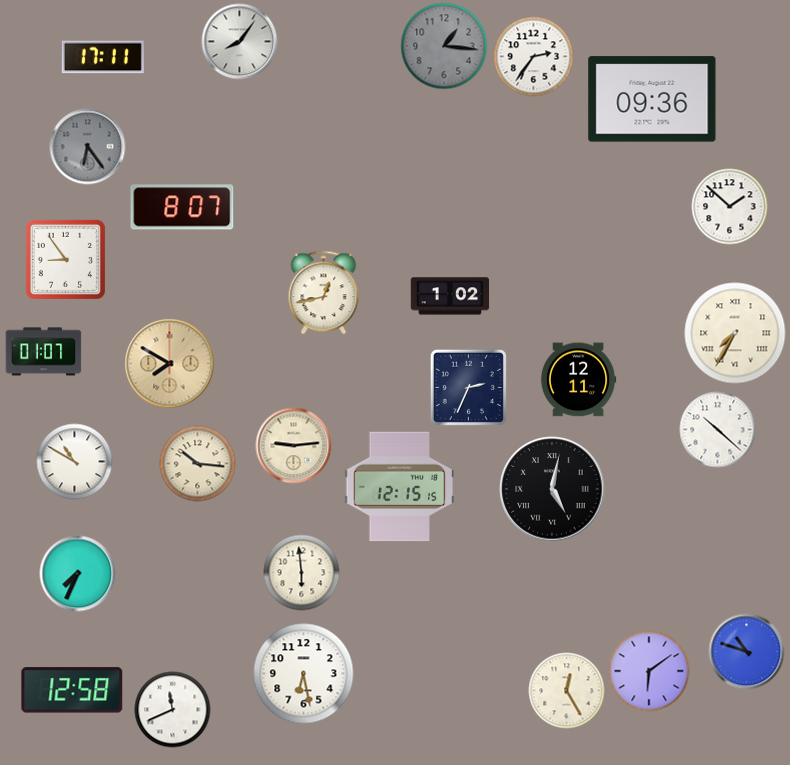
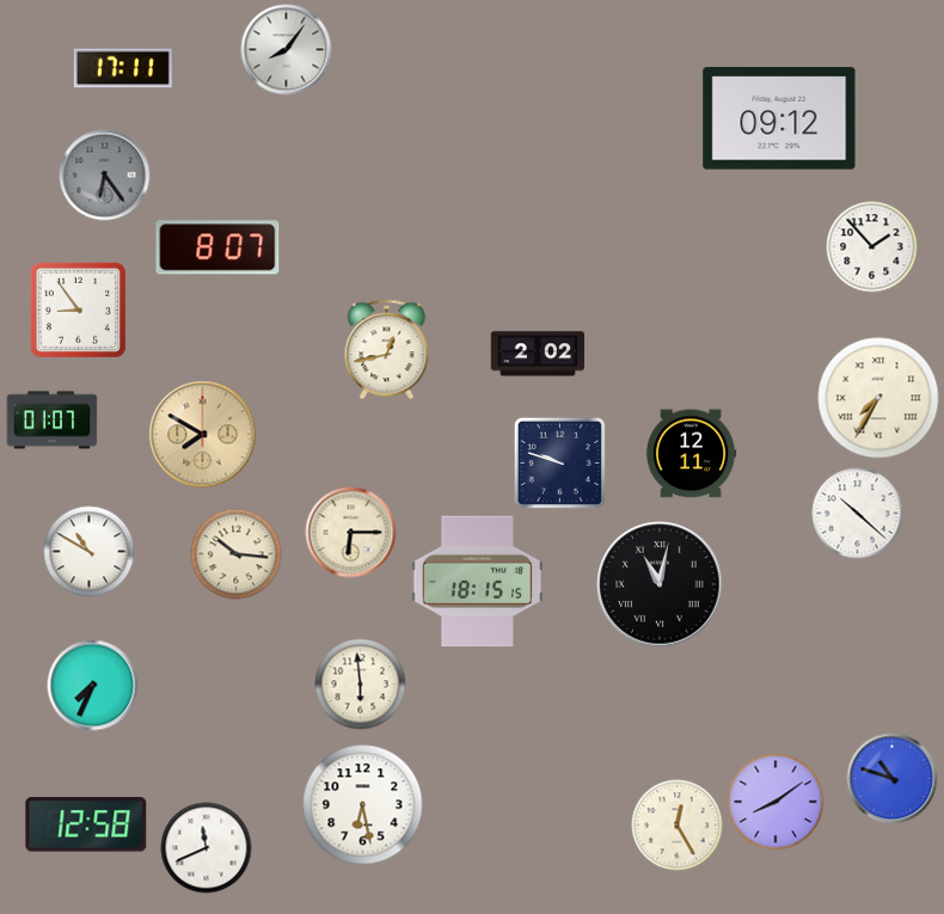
clock at (444, 46): 1:16 -> none
clock at (534, 57): 2:36 -> none
clock at (652, 99): 09:36 -> 09:12
clock at (730, 207): 1:52 -> 1:53
clock at (450, 296): 1:02 -> 2:02
clock at (468, 387): 2:34 -> 9:48
clock at (294, 446): 9:14 -> 6:15
clock at (400, 487): 12:15 -> 18:15
clock at (552, 489): 5:02 -> 11:02
clock at (649, 671): 6:09 -> 8:09
